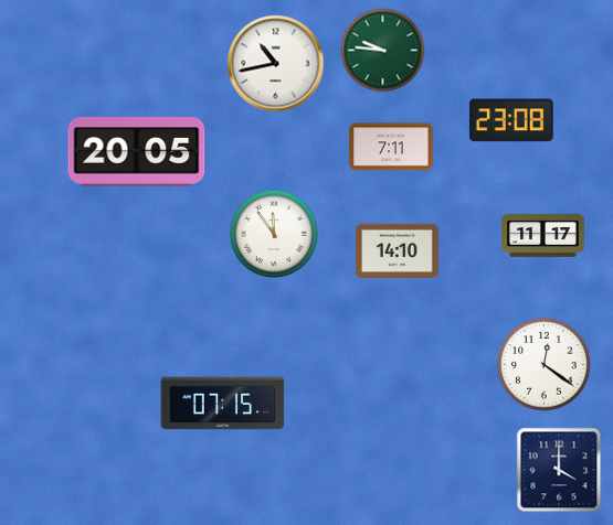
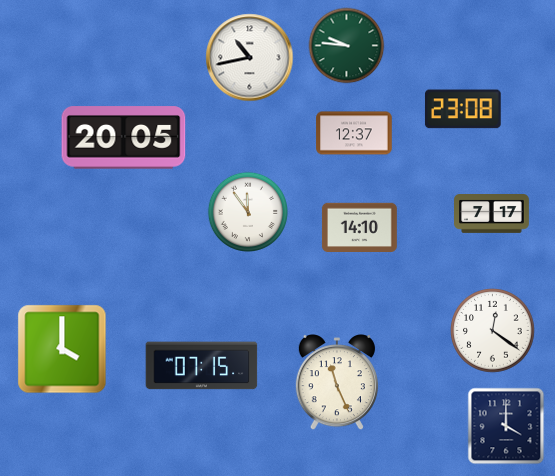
clock at (391, 147): 7:11 -> 12:37
clock at (543, 236): 11:17 -> 7:17
clock at (62, 349): none -> 4:00
clock at (337, 383): none -> 11:26
